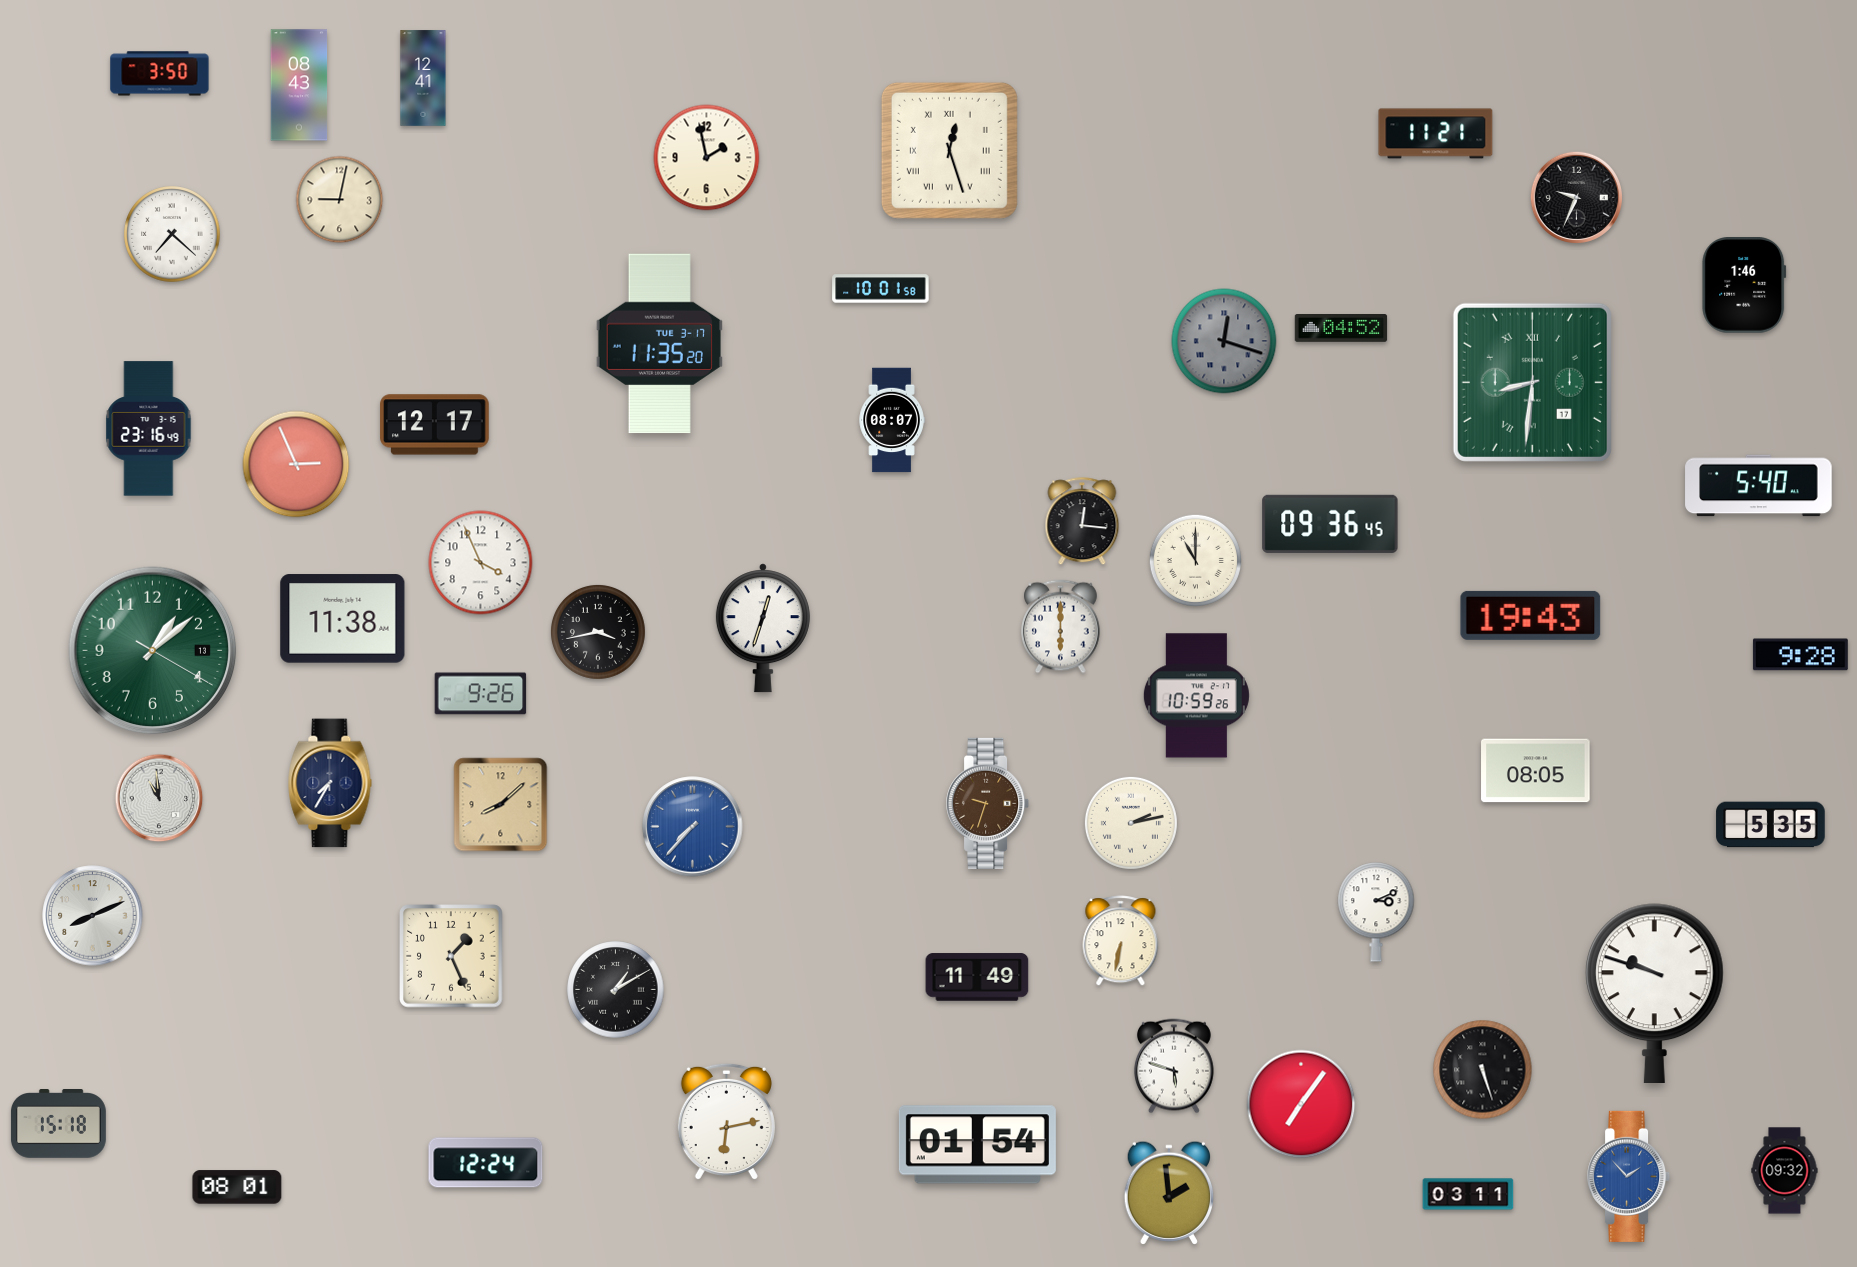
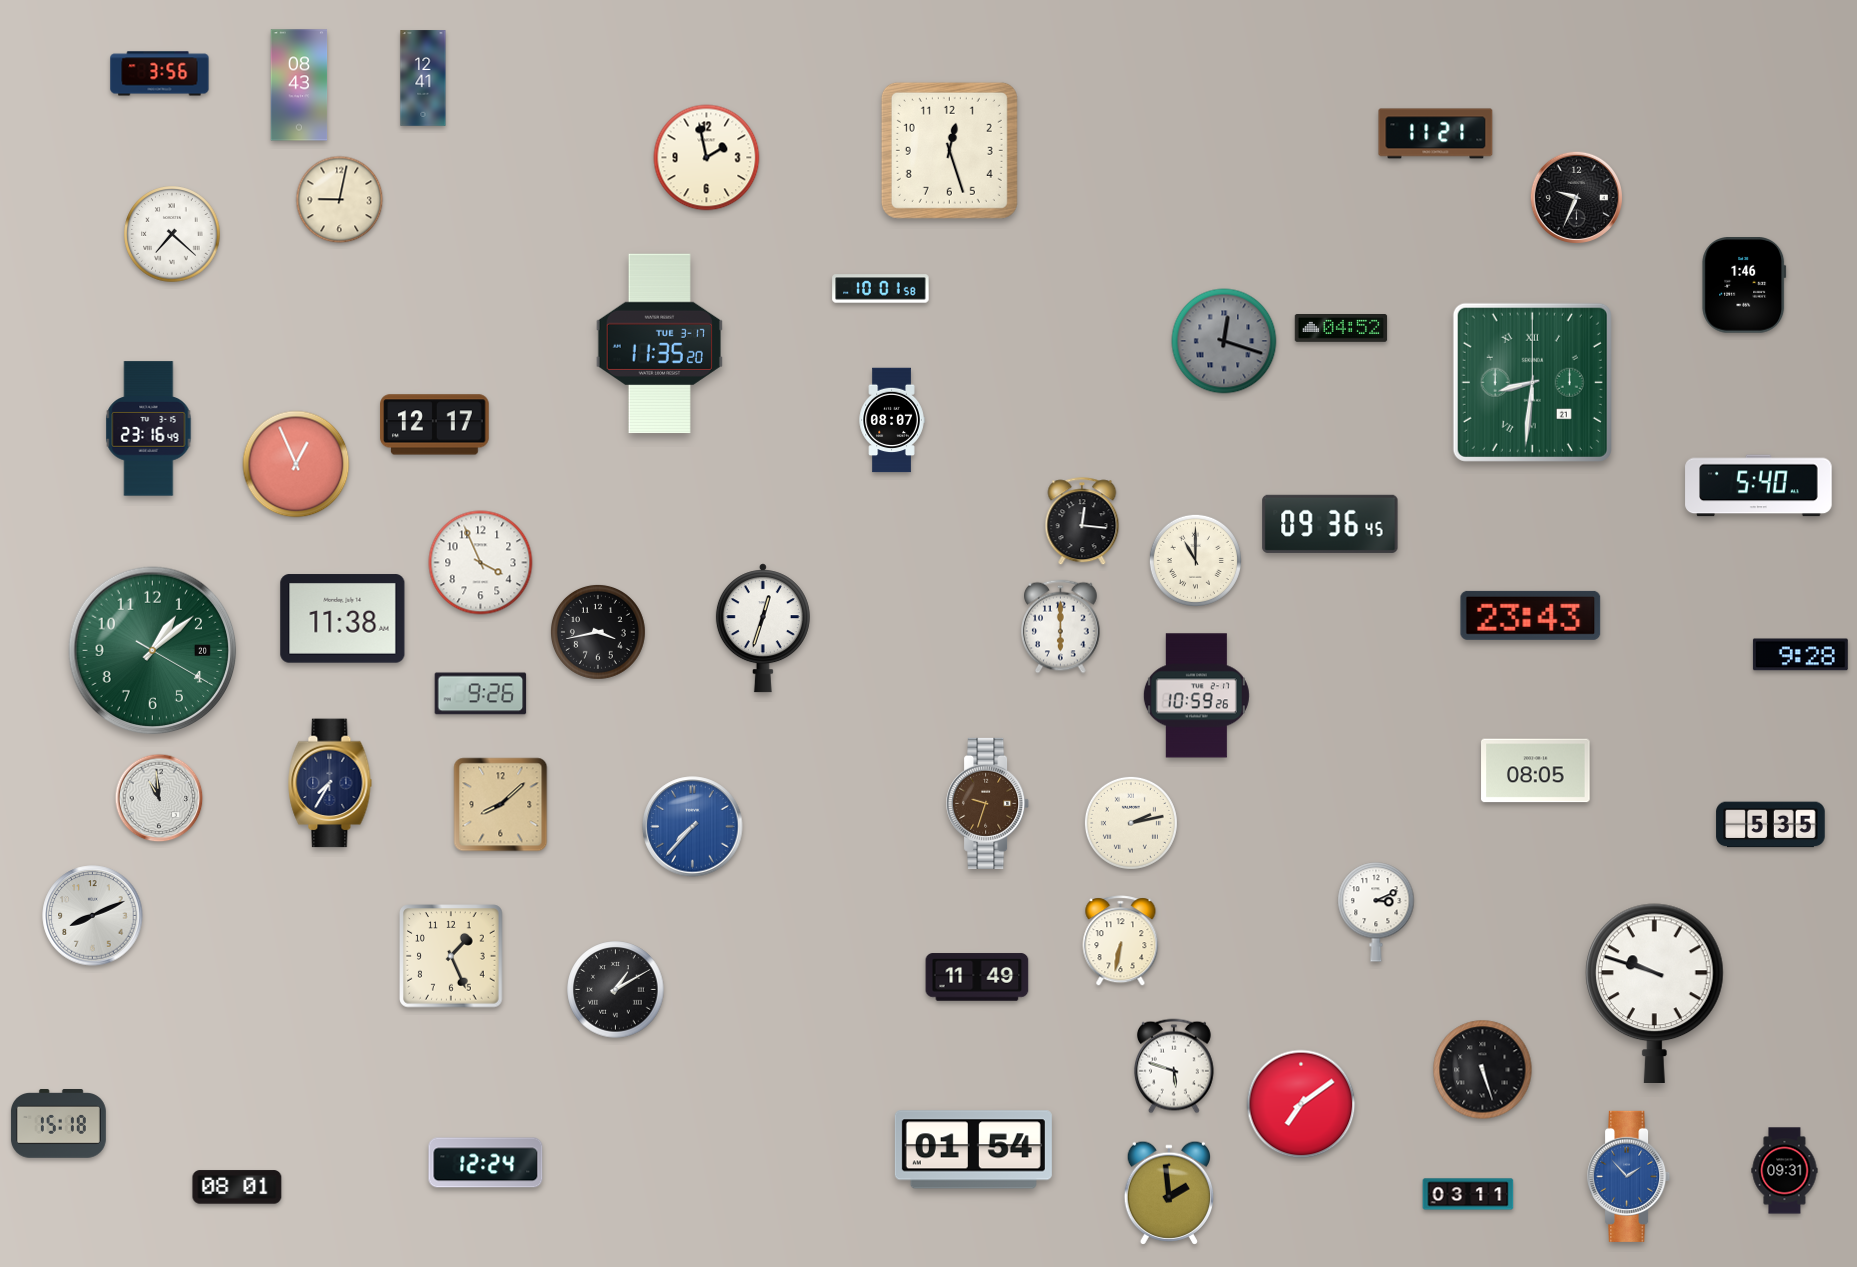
clock at (160, 74): 3:50 -> 3:56
clock at (949, 150) numerals: Roman -> Arabic
clock at (1532, 382) date: 17 -> 21
clock at (296, 464): 2:56 -> 12:56
clock at (1531, 615): 19:43 -> 23:43
clock at (153, 651) date: 13 -> 20
clock at (1301, 1104): 7:06 -> 7:09
clock at (726, 1122): 6:13 -> none
clock at (977, 1145) position: (977, 1145) -> (973, 1150)
clock at (1785, 1171): 09:32 -> 09:31
